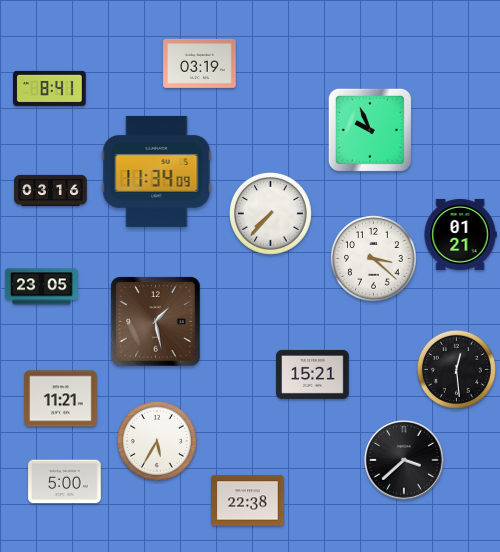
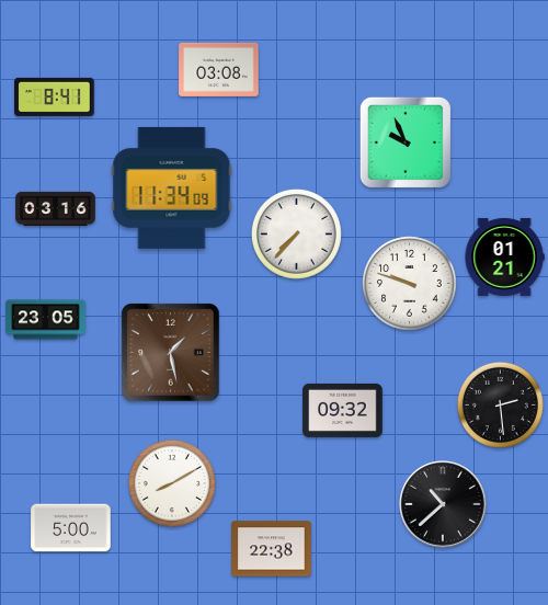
clock at (200, 63): 03:19 -> 03:08
clock at (374, 259): 3:22 -> 9:48
clock at (42, 287) position: (42, 287) -> (46, 320)
clock at (456, 369): 12:29 -> 2:29
clock at (313, 374): 15:21 -> 09:32
clock at (61, 399): 11:21 -> none
clock at (157, 441): 5:35 -> 8:10
clock at (404, 460): 3:38 -> 10:38
